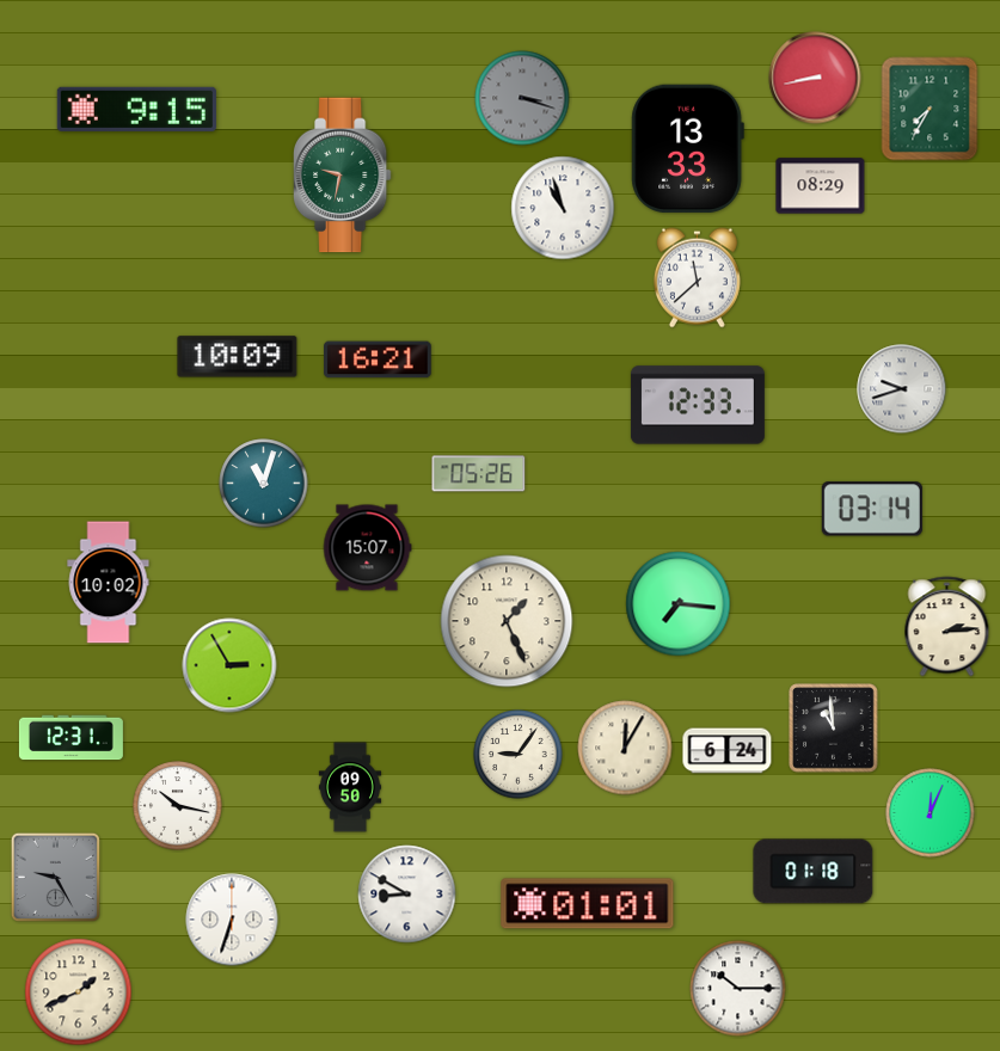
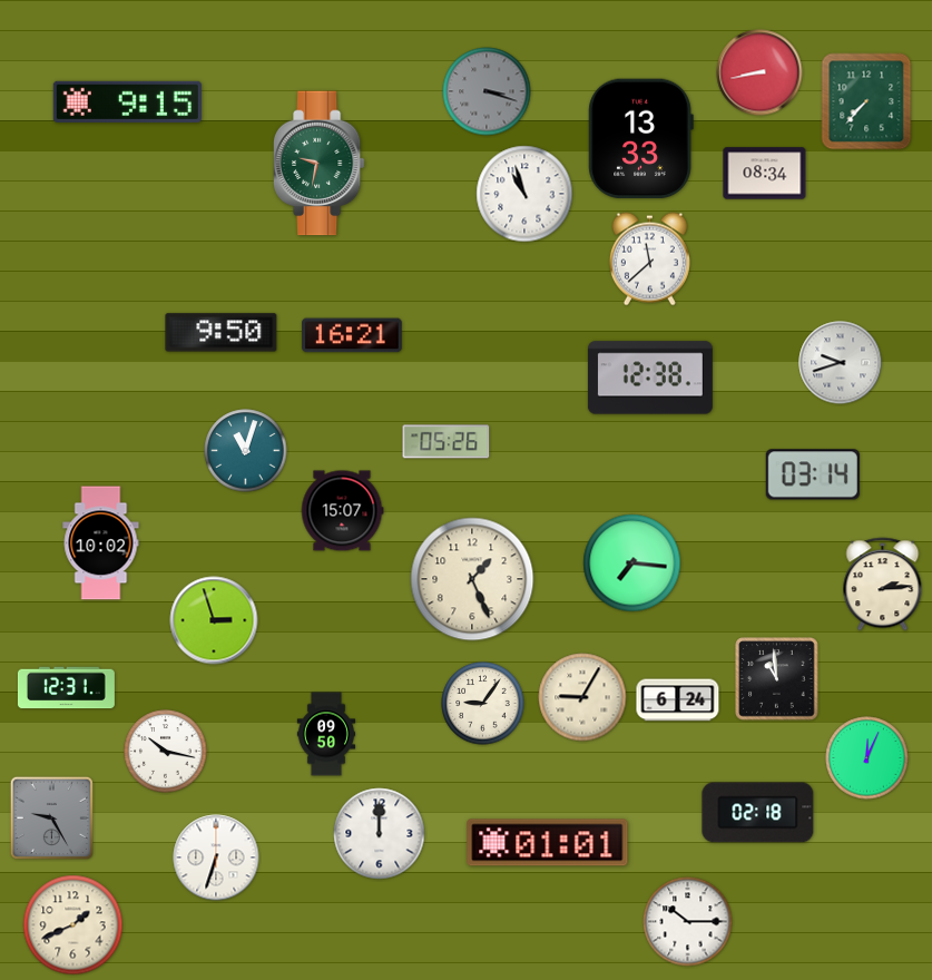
clock at (930, 109): 7:35 -> 7:37
clock at (821, 186): 08:29 -> 08:34
clock at (238, 357): 10:09 -> 9:50
clock at (698, 405): 12:33 -> 12:38
clock at (229, 665): 2:55 -> 2:57
clock at (625, 748): 12:05 -> 9:05
clock at (814, 872): 01:18 -> 02:18
clock at (407, 895): 8:50 -> 12:00
